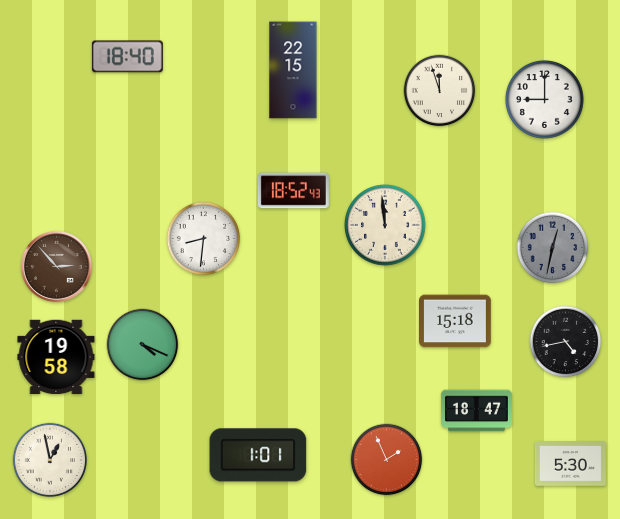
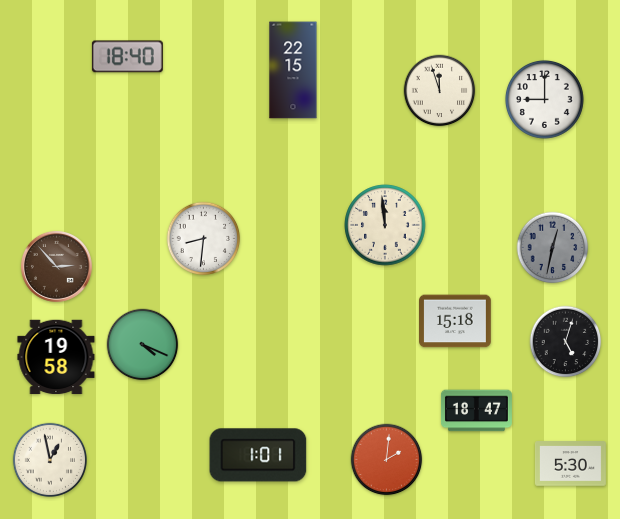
clock at (293, 191): 18:52 -> none
clock at (566, 342): 4:43 -> 5:03
clock at (387, 460): 1:56 -> 2:01
